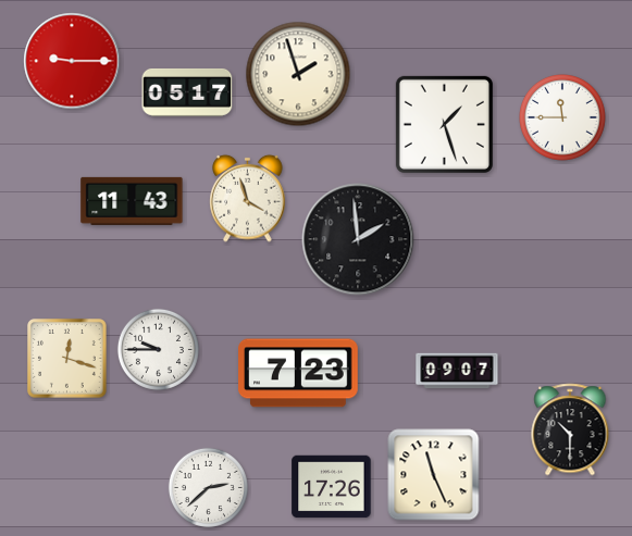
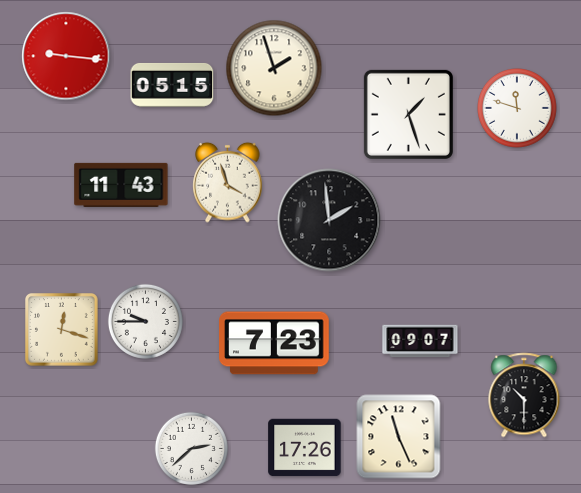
clock at (72, 61): 9:15 -> 9:16
clock at (187, 92): 05:17 -> 05:15
clock at (563, 119): 11:45 -> 11:48
